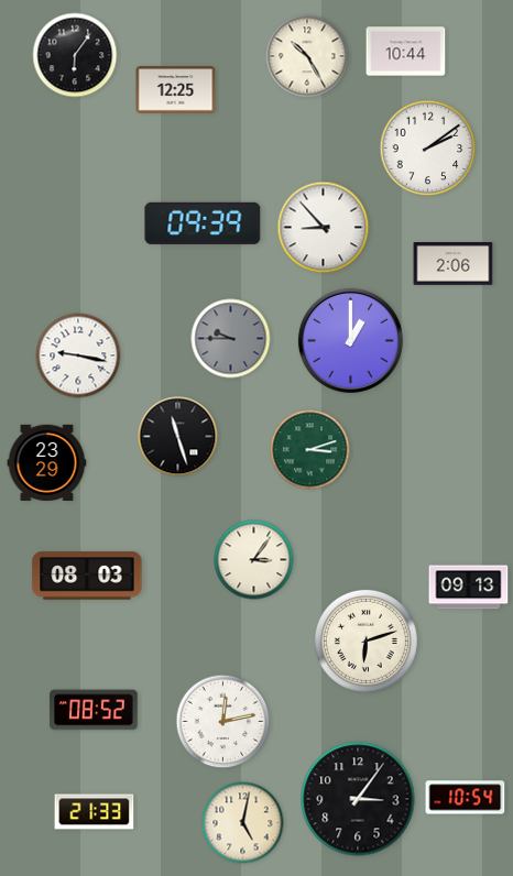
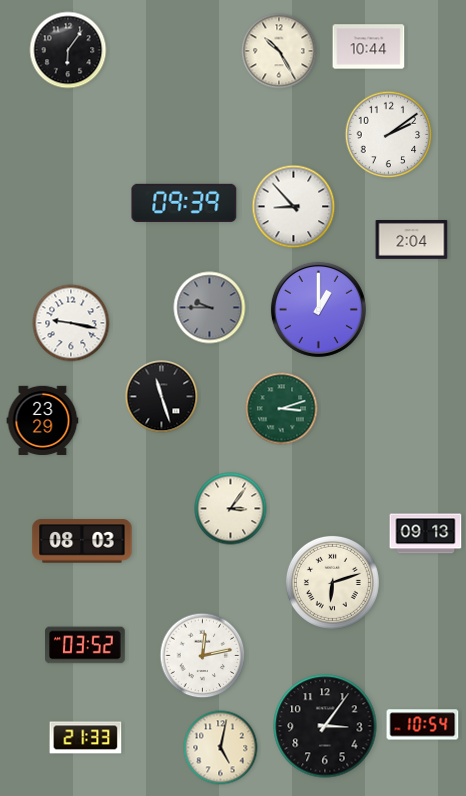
clock at (176, 90): 12:25 -> none
clock at (454, 264): 2:06 -> 2:04
clock at (87, 576) position: (87, 576) -> (82, 541)
clock at (94, 710): 08:52 -> 03:52
